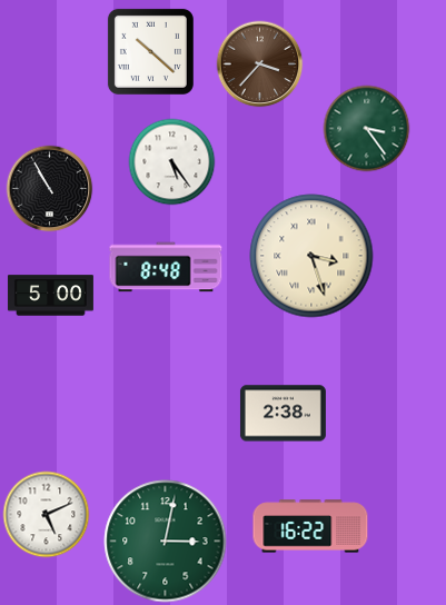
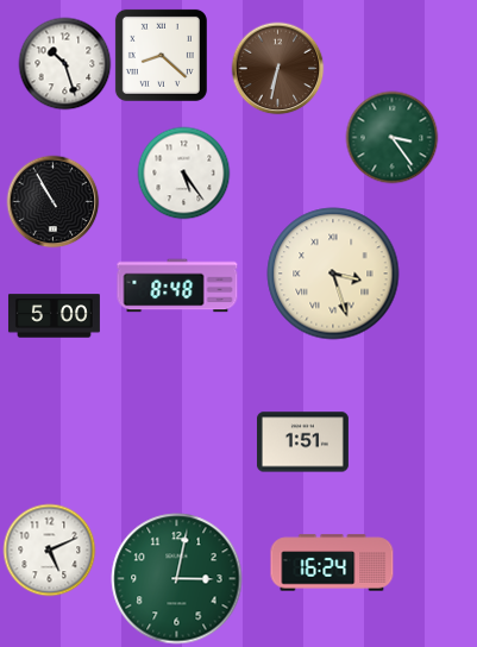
clock at (150, 51): 10:22 -> 8:22
clock at (64, 63): none -> 10:27
clock at (259, 63): 3:37 -> 6:32
clock at (283, 414): 2:38 -> 1:51
clock at (310, 526): 16:22 -> 16:24
